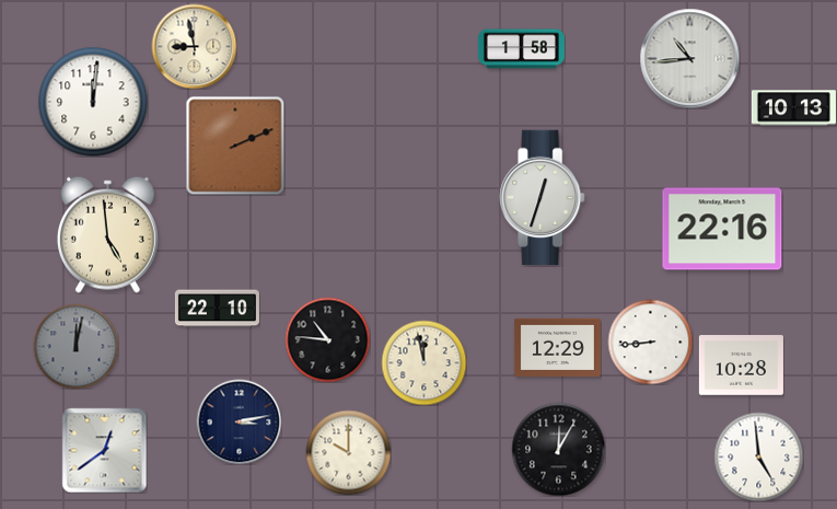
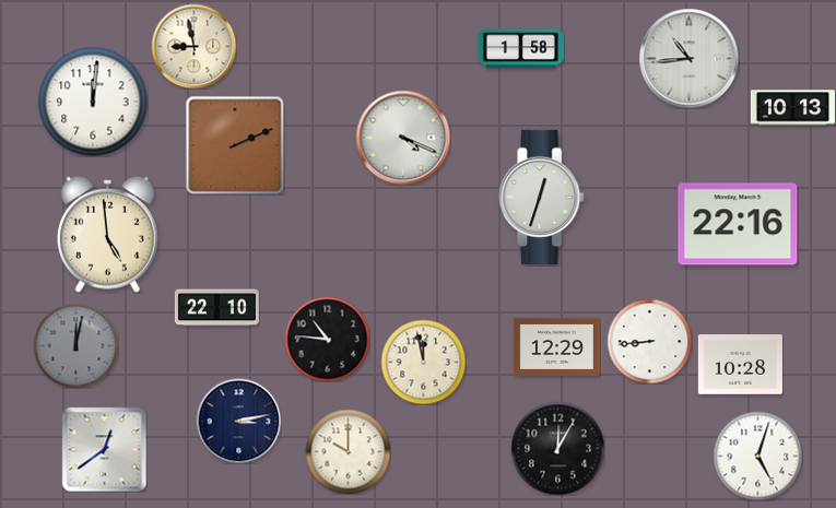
clock at (403, 138): none -> 4:19
clock at (722, 229) position: (722, 229) -> (738, 224)
clock at (758, 456): 4:59 -> 5:03
